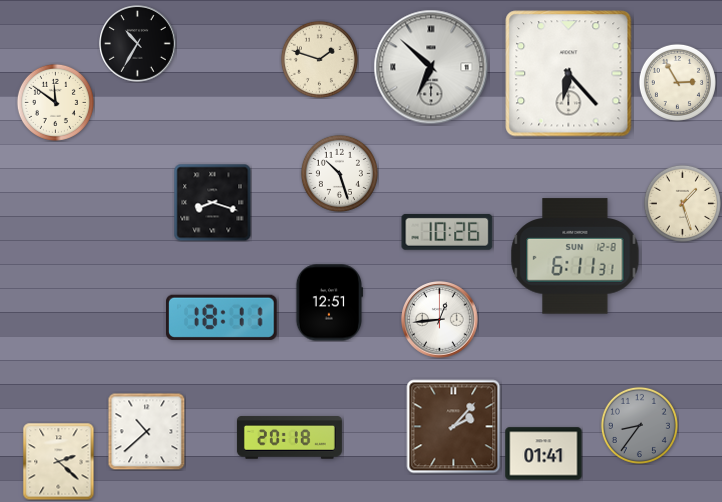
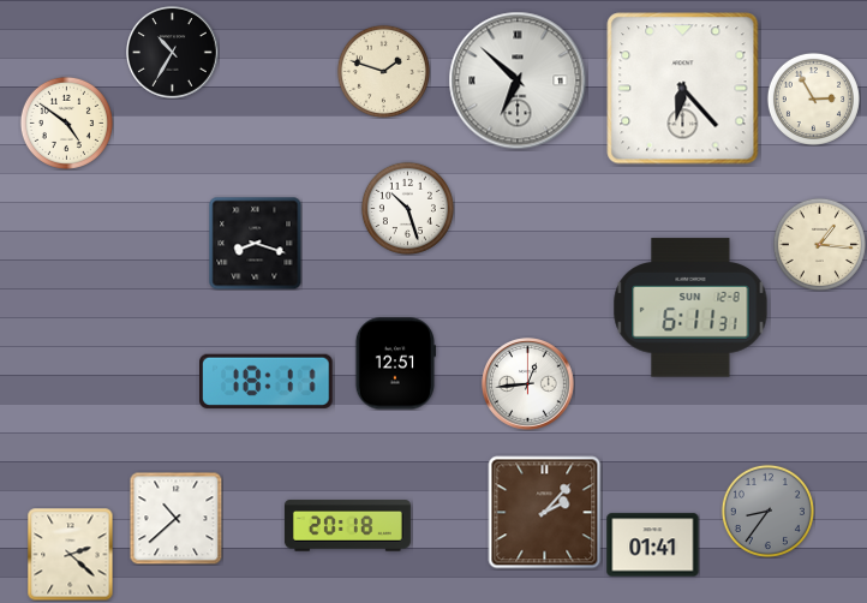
clock at (138, 44) position: (138, 44) -> (173, 53)
clock at (55, 102): 11:51 -> 4:51
clock at (682, 203): 1:27 -> 1:16
clock at (447, 232): 10:26 -> none
